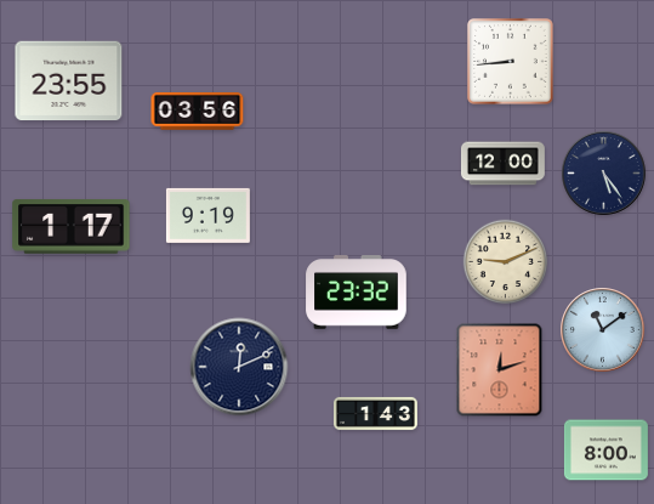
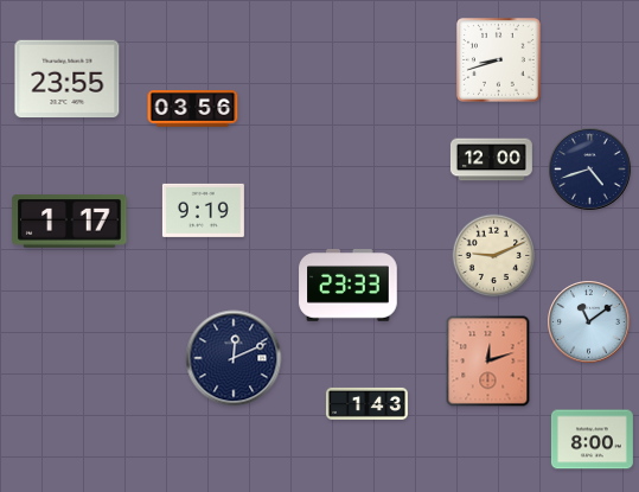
clock at (511, 62): 8:44 -> 8:42
clock at (604, 174): 5:24 -> 4:42
clock at (357, 293): 23:32 -> 23:33
